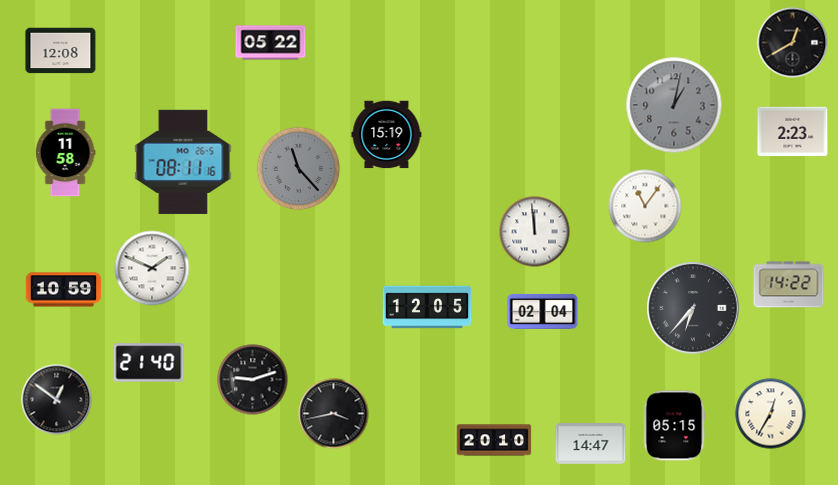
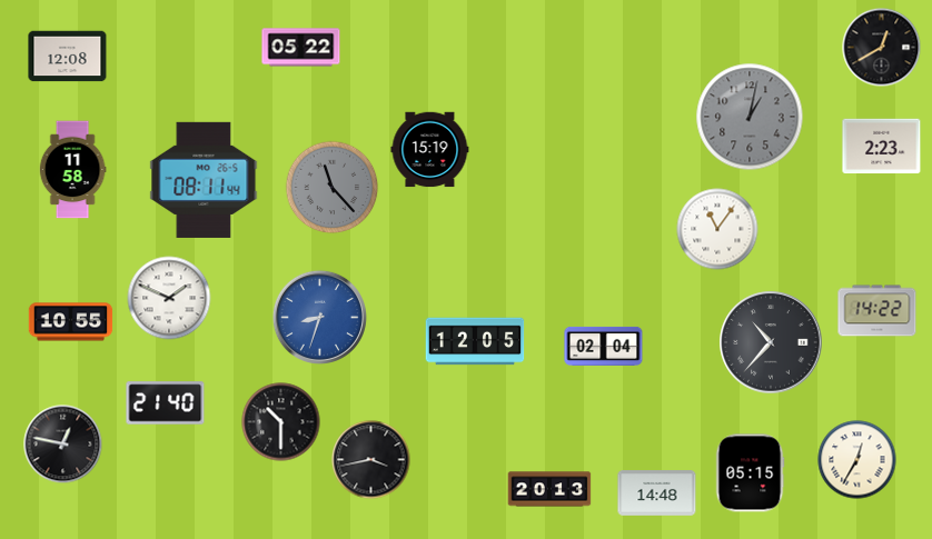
clock at (183, 162): 08:11:16 -> 08:11:44
clock at (535, 232): 11:59 -> none
clock at (319, 317): none -> 8:33
clock at (789, 285) position: (789, 285) -> (878, 311)
clock at (64, 290): 10:59 -> 10:55
clock at (693, 308): 6:37 -> 10:37
clock at (253, 380): 9:12 -> 10:30
clock at (57, 400): 12:51 -> 12:47
clock at (494, 440): 20:10 -> 20:13
clock at (591, 444): 14:47 -> 14:48
